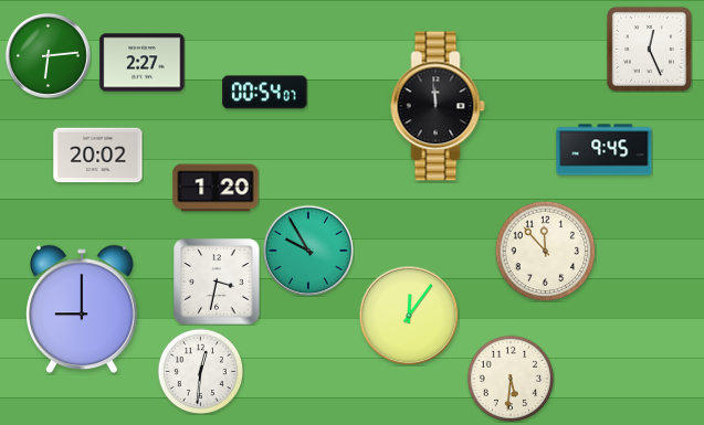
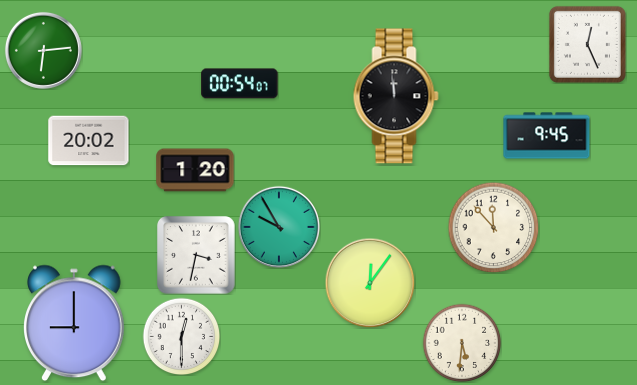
clock at (143, 63): 2:27 -> none
clock at (83, 309) position: (83, 309) -> (75, 323)
clock at (409, 316) position: (409, 316) -> (370, 283)
clock at (200, 371): 12:31 -> 12:30
